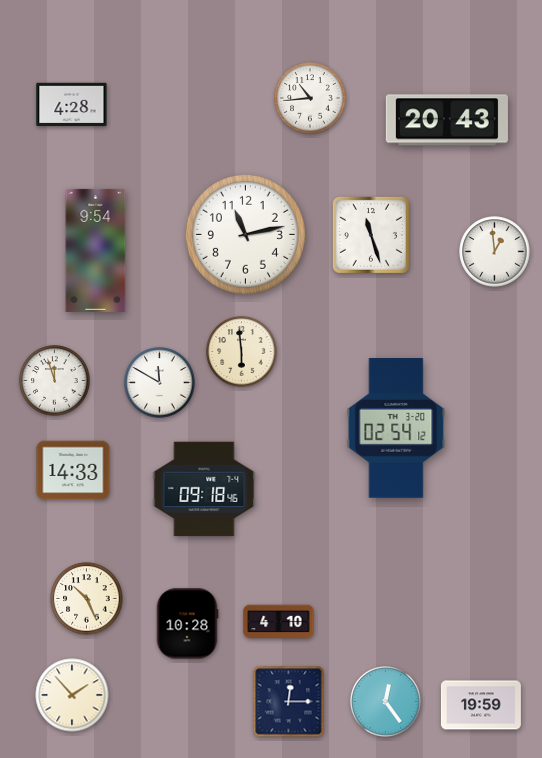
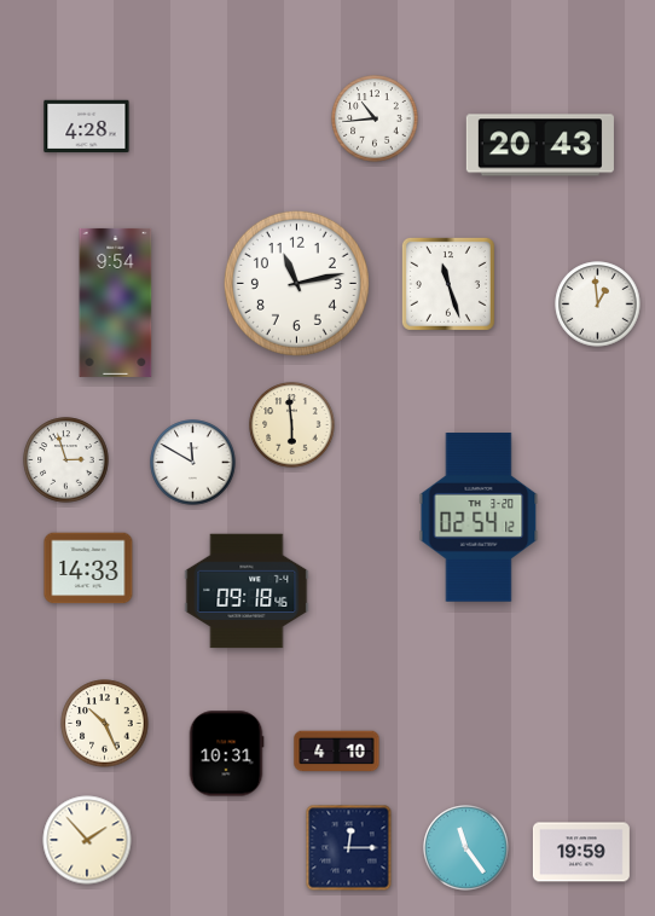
clock at (55, 381): 11:57 -> 2:57
clock at (187, 624): 10:28 -> 10:31
clock at (386, 702): 12:24 -> 11:24
